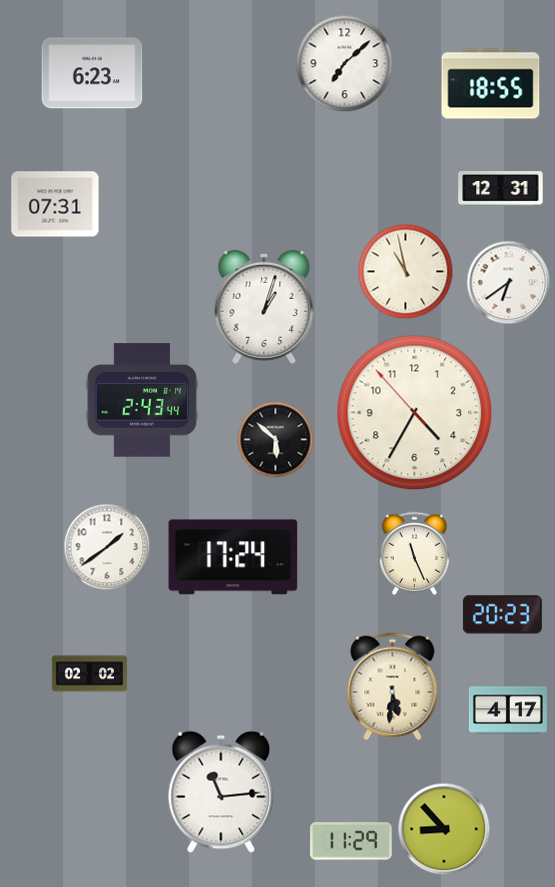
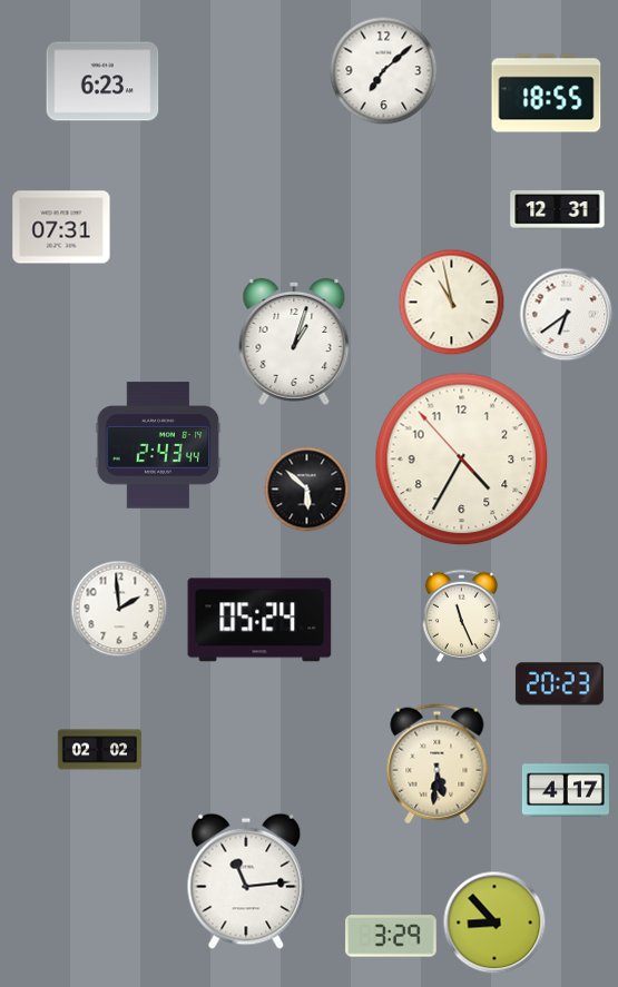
clock at (107, 547): 1:39 -> 1:59
clock at (233, 557): 17:24 -> 05:24
clock at (351, 841): 11:29 -> 3:29
